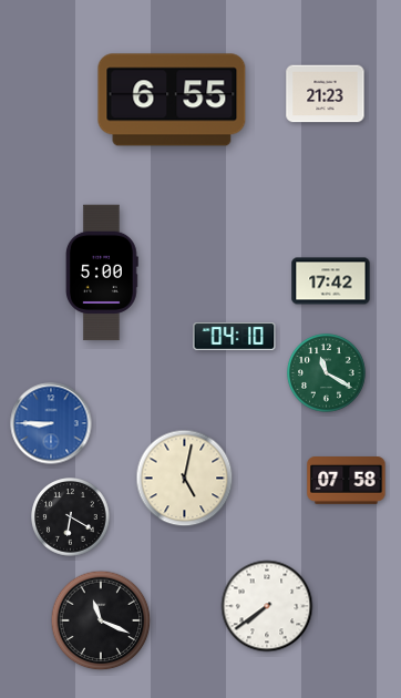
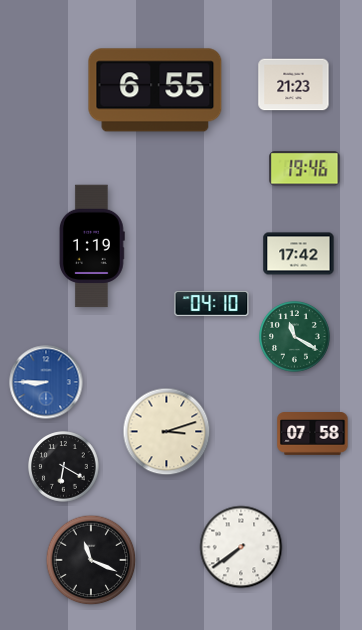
clock at (305, 169): none -> 19:46
clock at (102, 273): 5:00 -> 1:19
clock at (185, 479): 5:02 -> 3:12
